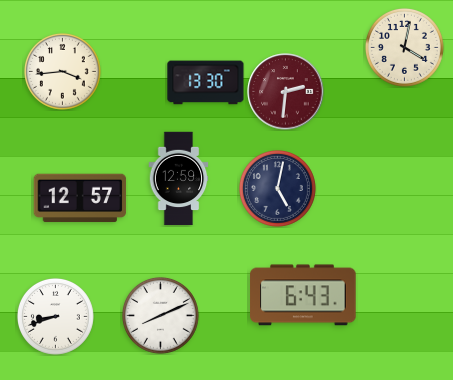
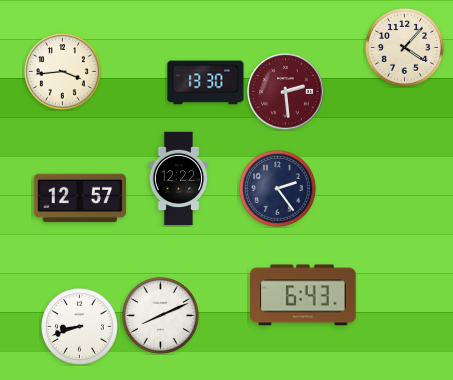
clock at (404, 47): 4:02 -> 4:07
clock at (286, 92): 2:31 -> 2:29
clock at (179, 179): 12:59 -> 12:22
clock at (277, 188): 5:02 -> 2:24
clock at (55, 316) position: (55, 316) -> (79, 326)
